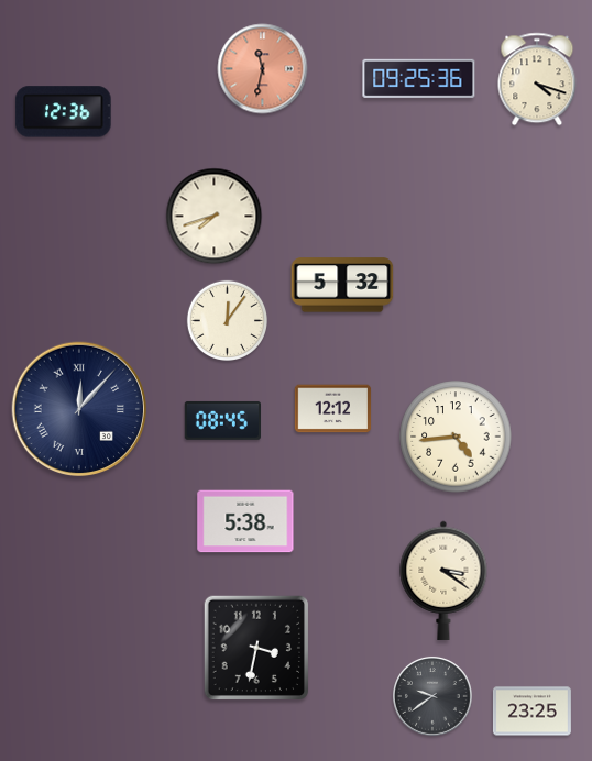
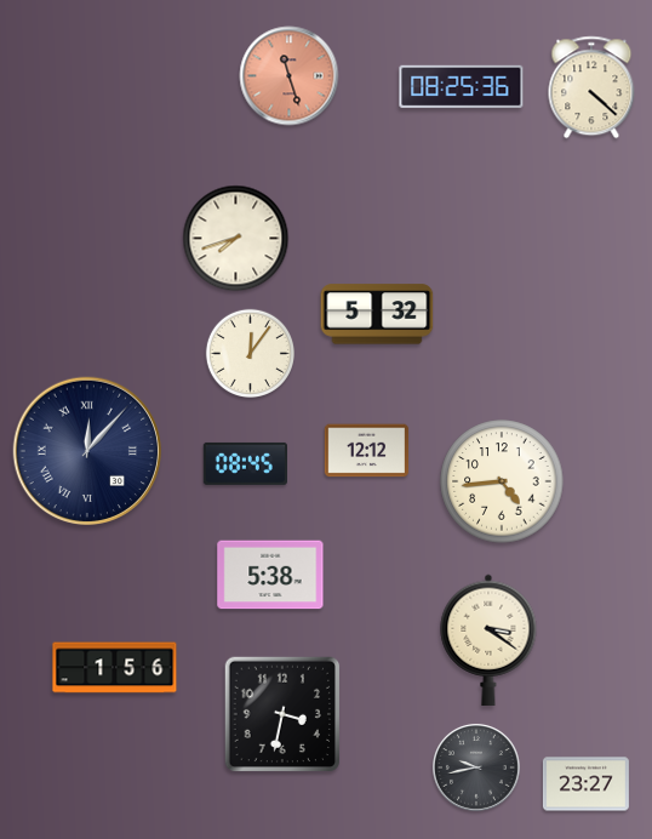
clock at (263, 69): 11:32 -> 11:27
clock at (419, 78): 09:25 -> 08:25
clock at (537, 79): 4:18 -> 4:22
clock at (64, 112): 12:36 -> none
clock at (115, 668): none -> 1:56
clock at (432, 696): 9:39 -> 9:43
clock at (531, 712): 23:25 -> 23:27
